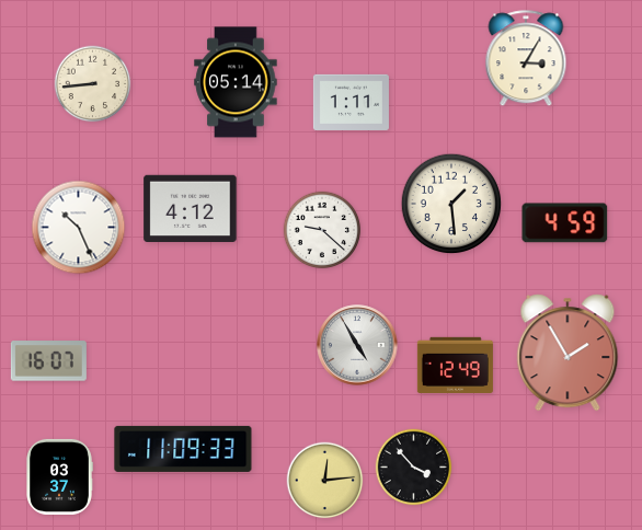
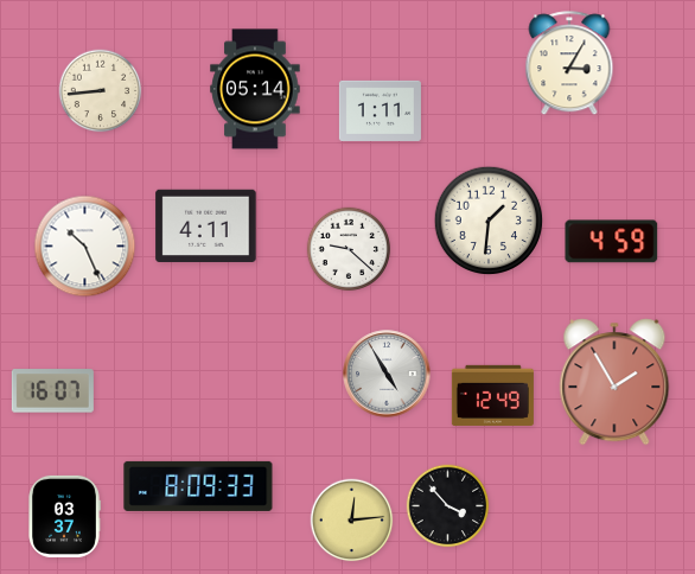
clock at (451, 204): 1:29 -> 1:31
clock at (191, 209): 4:12 -> 4:11
clock at (183, 449): 11:09 -> 8:09
